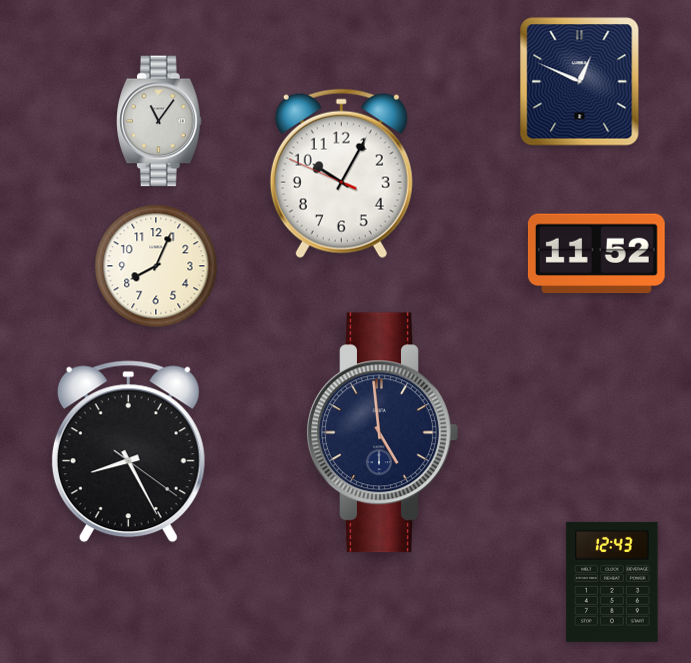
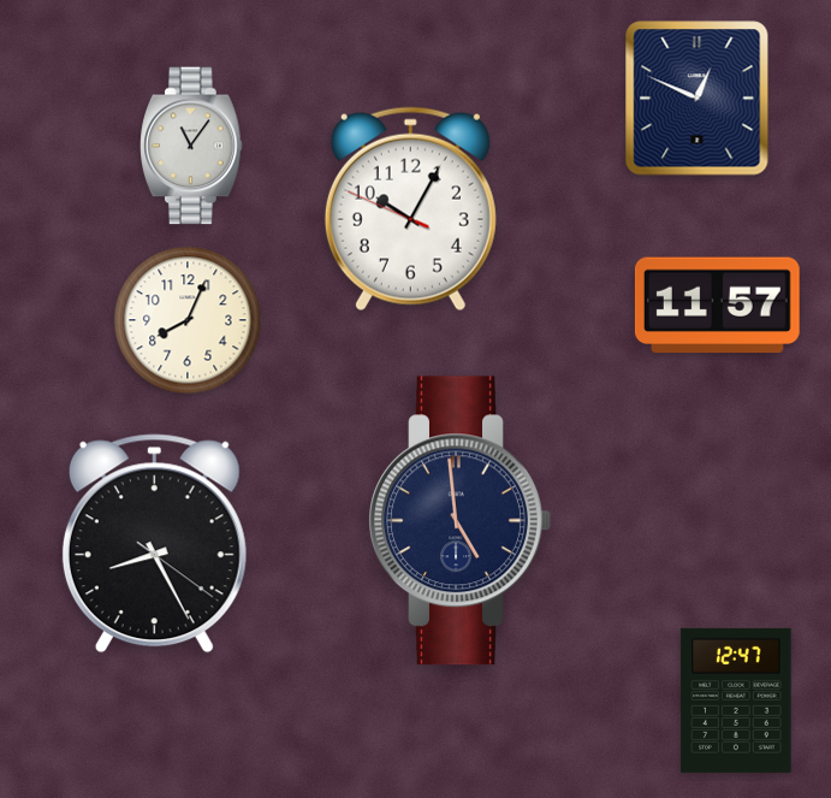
clock at (596, 254): 11:52 -> 11:57
clock at (612, 582): 12:43 -> 12:47
